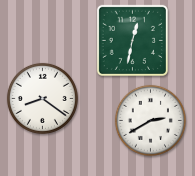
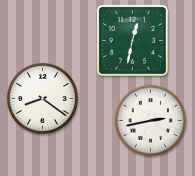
clock at (150, 120): 2:40 -> 2:43
